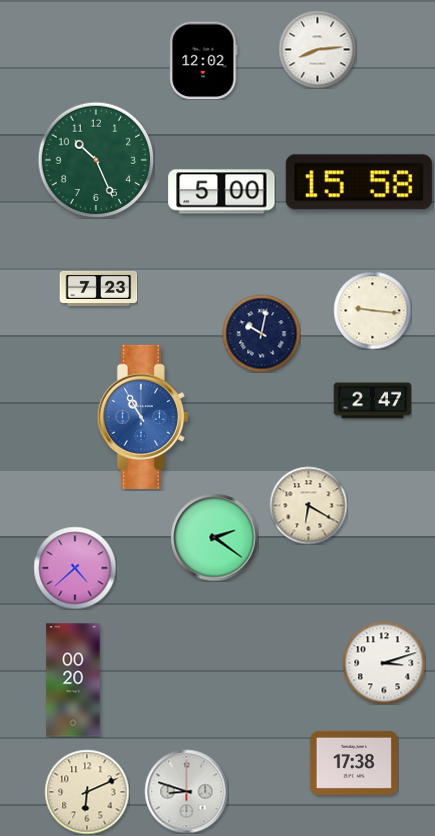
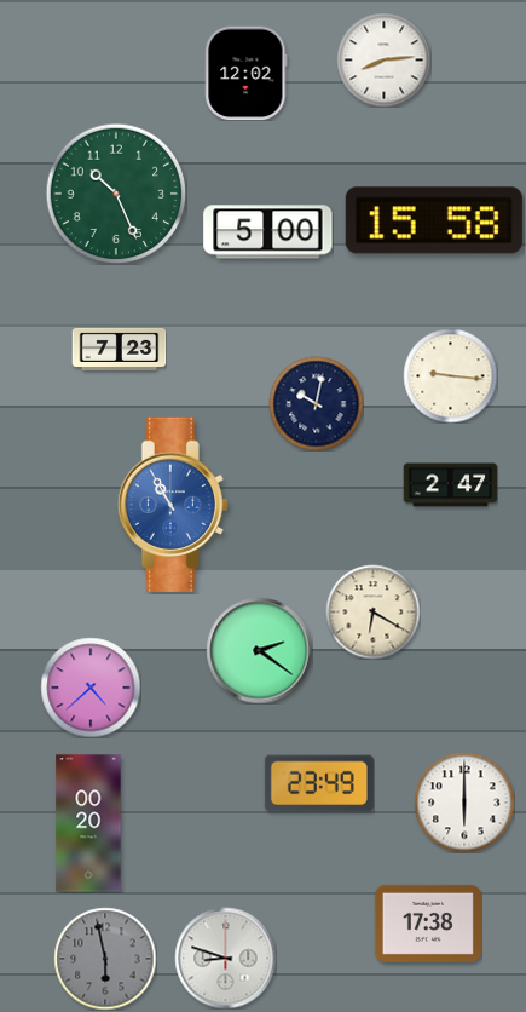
clock at (319, 783): none -> 23:49
clock at (384, 663): 3:12 -> 6:00
clock at (87, 792): 6:11 -> 5:58
clock at (87, 792) dial: cream -> grey
